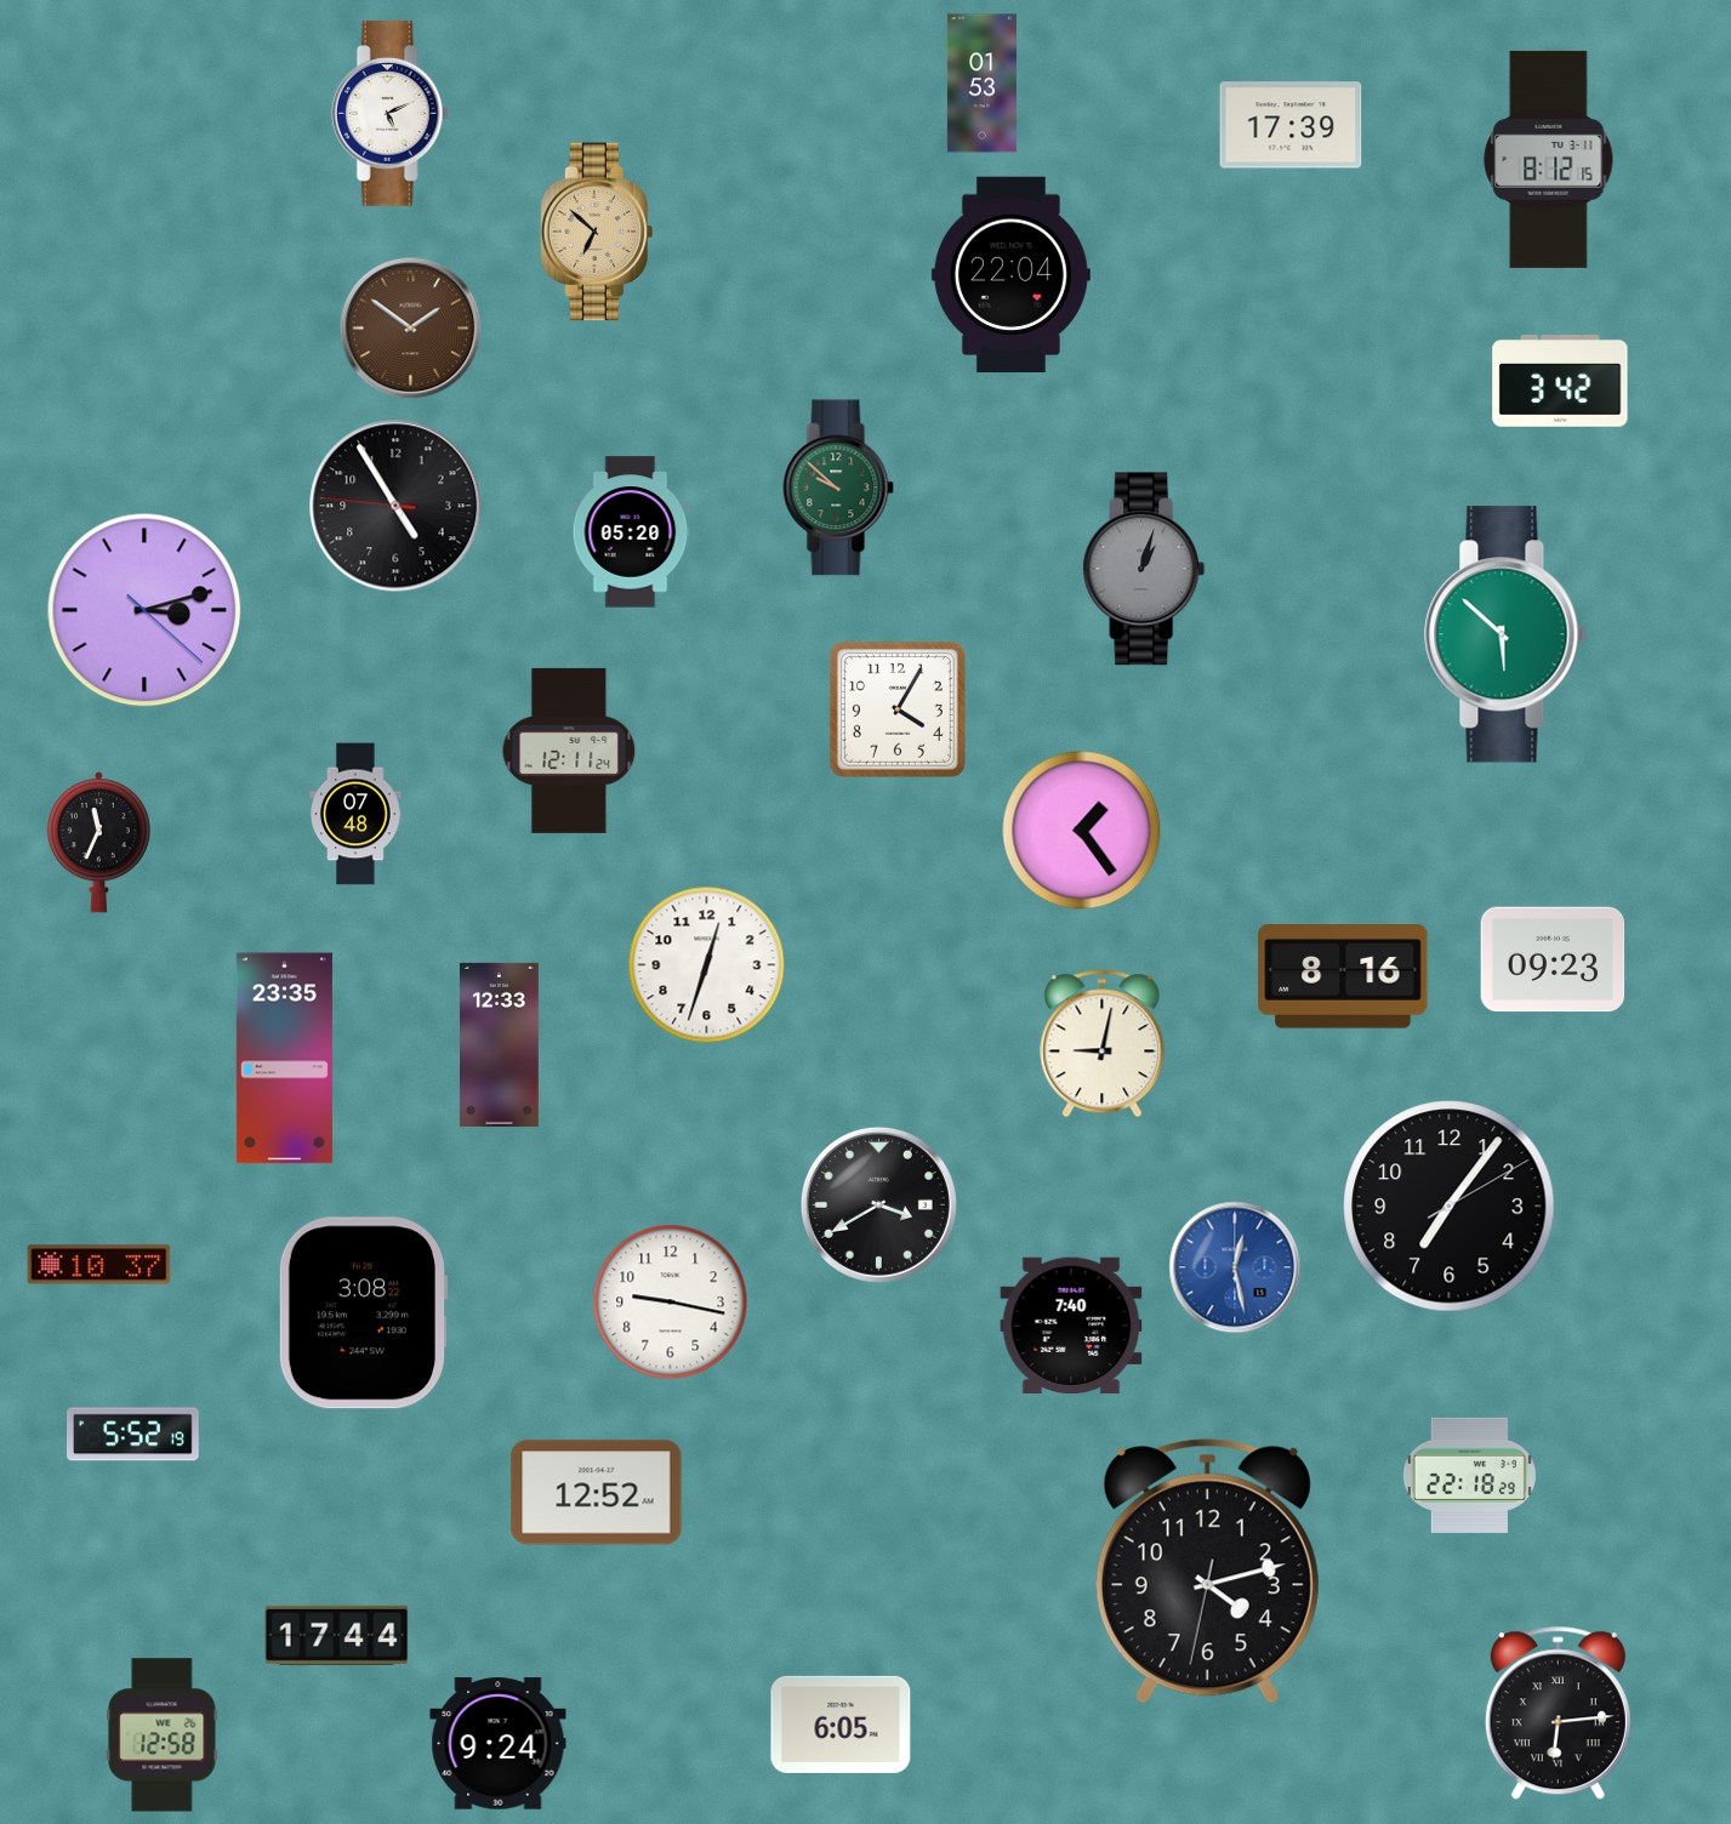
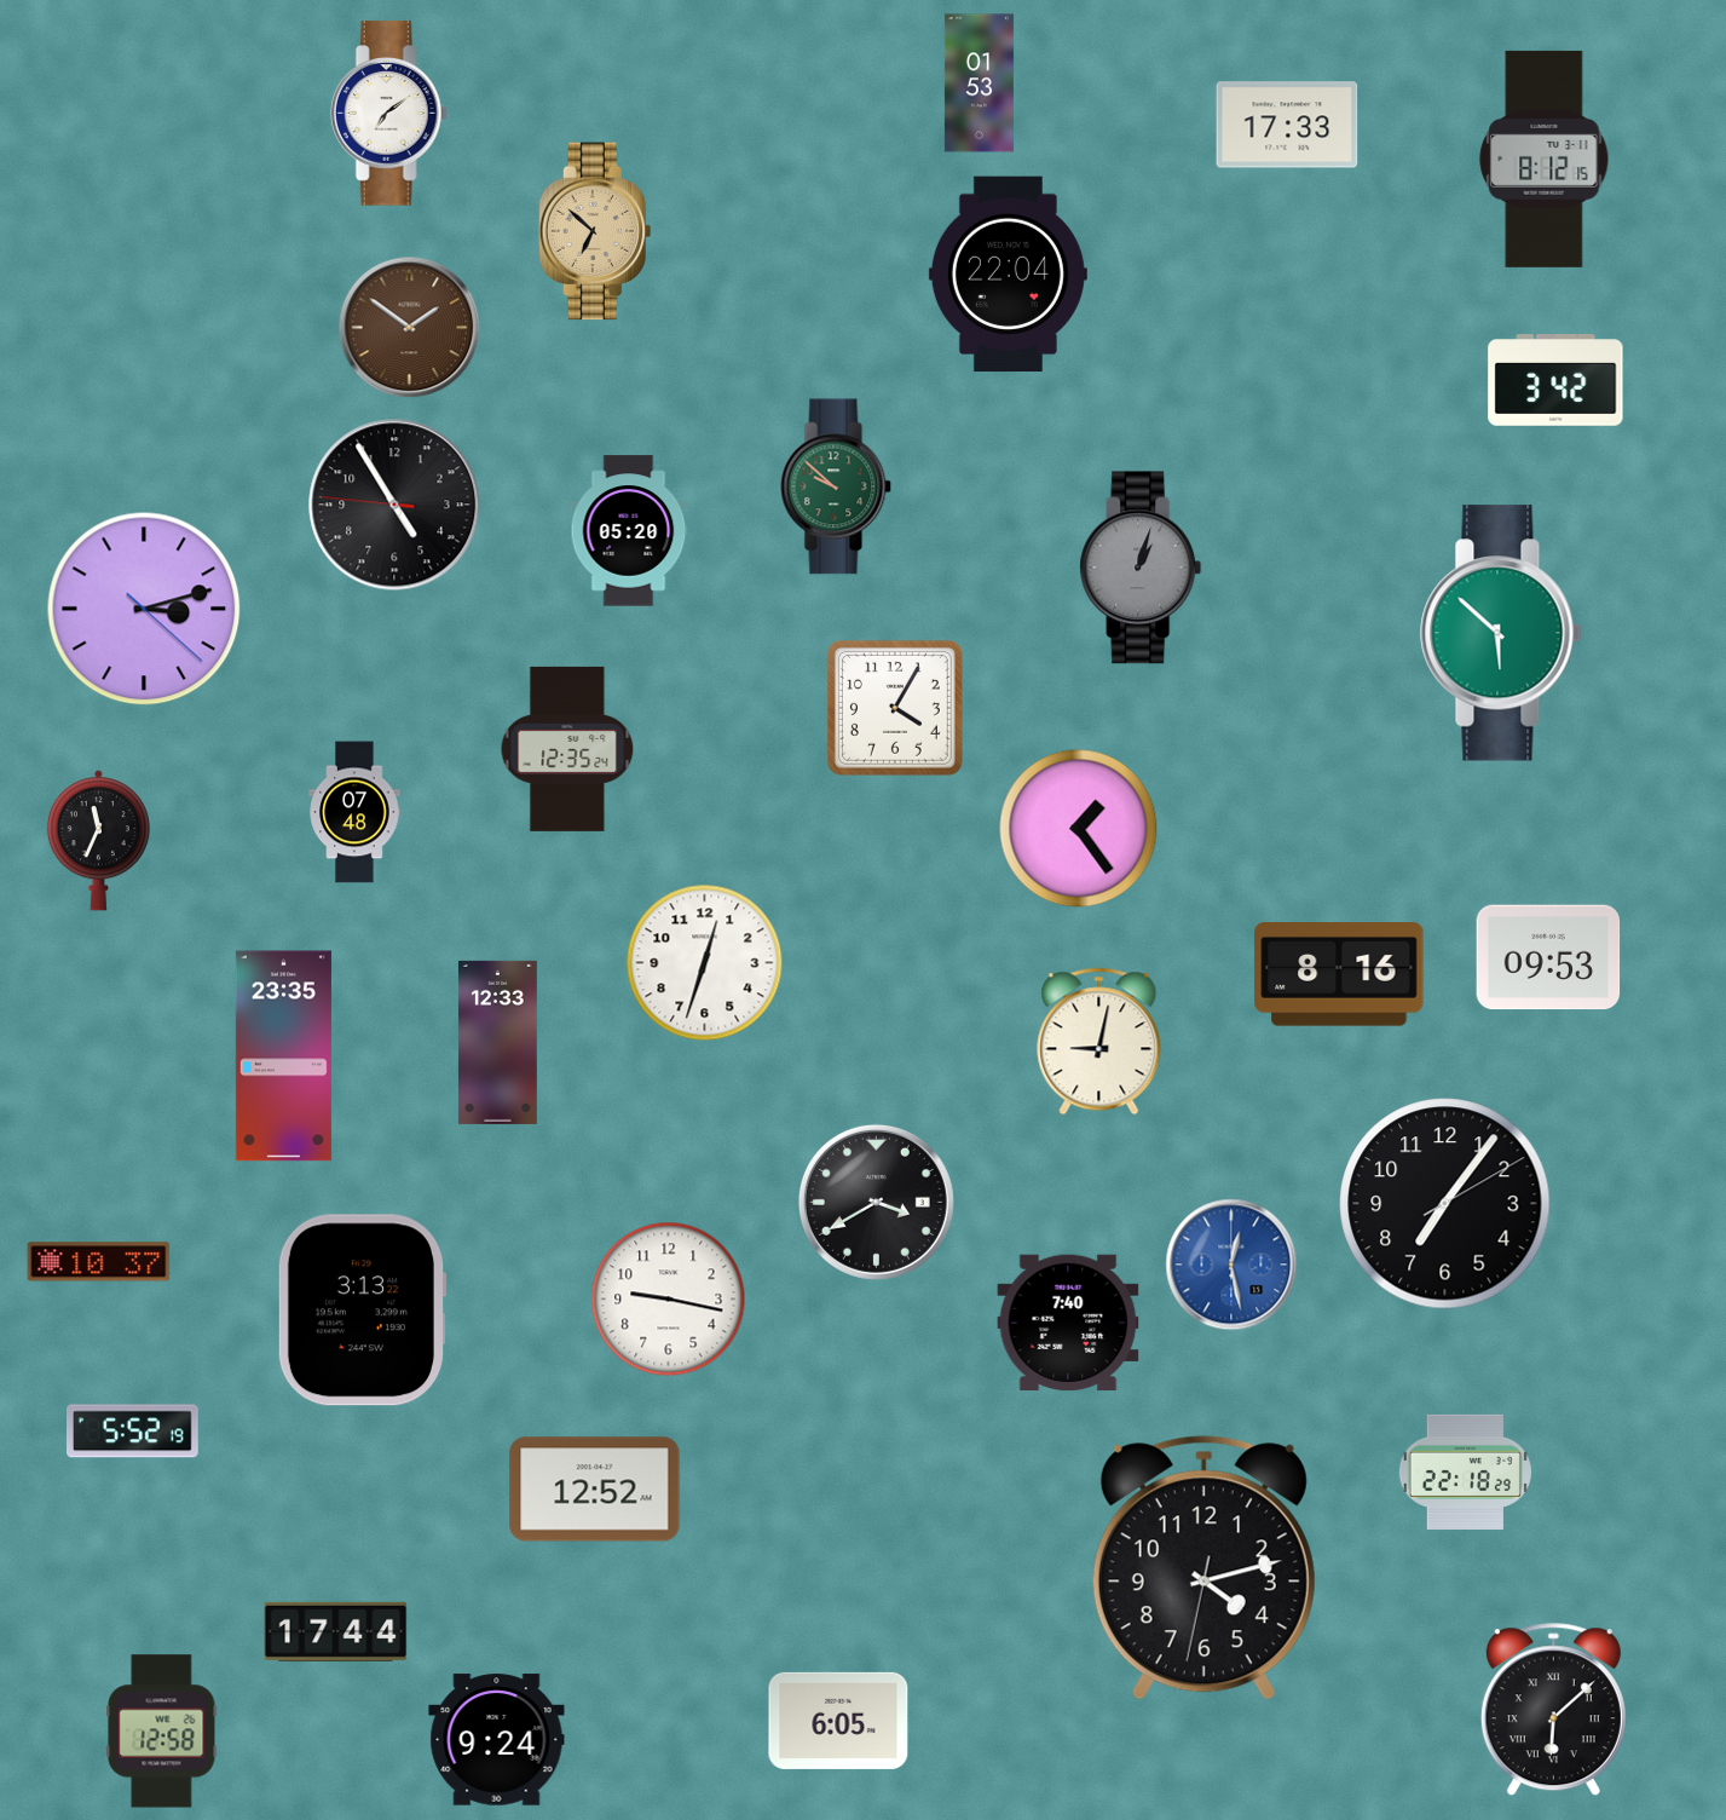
clock at (389, 114): 5:11 -> 7:09
clock at (1291, 125): 17:39 -> 17:33
clock at (569, 751): 12:11 -> 12:35
clock at (1553, 959): 09:23 -> 09:53
clock at (361, 1313): 3:08 -> 3:13
clock at (1558, 1714): 6:14 -> 6:08
